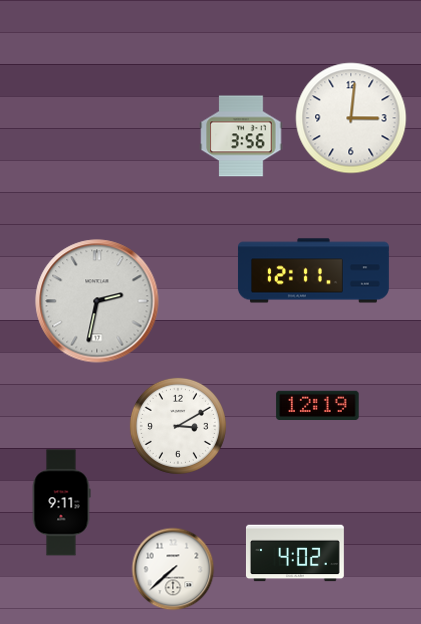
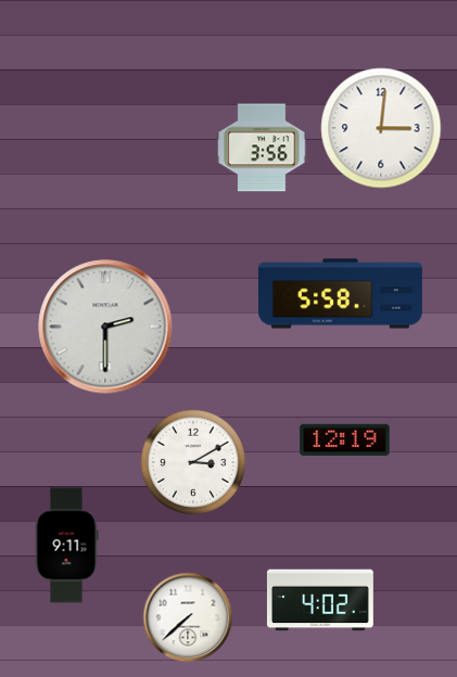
clock at (313, 271): 12:11 -> 5:58
clock at (97, 301): 2:32 -> 2:30
